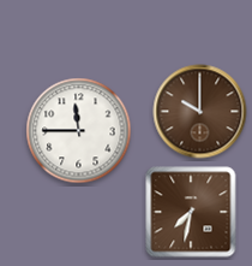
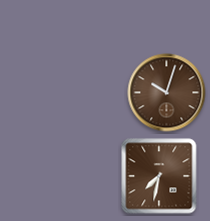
clock at (200, 112): 10:00 -> 10:03
clock at (79, 131): 11:45 -> none
